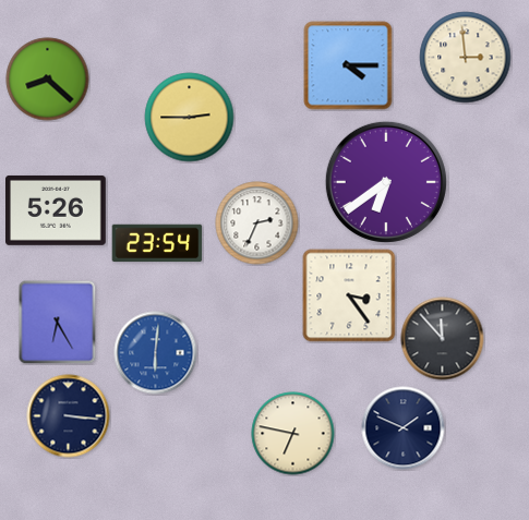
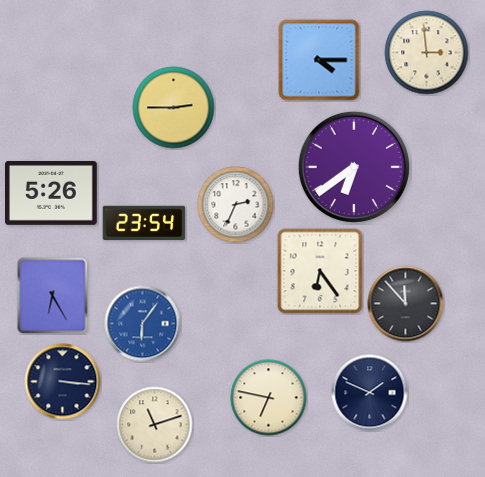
clock at (48, 80): 8:22 -> none
clock at (349, 295): 3:24 -> 6:24
clock at (443, 339) position: (443, 339) -> (406, 304)
clock at (156, 353): 6:01 -> 6:06
clock at (155, 425): none -> 11:12
